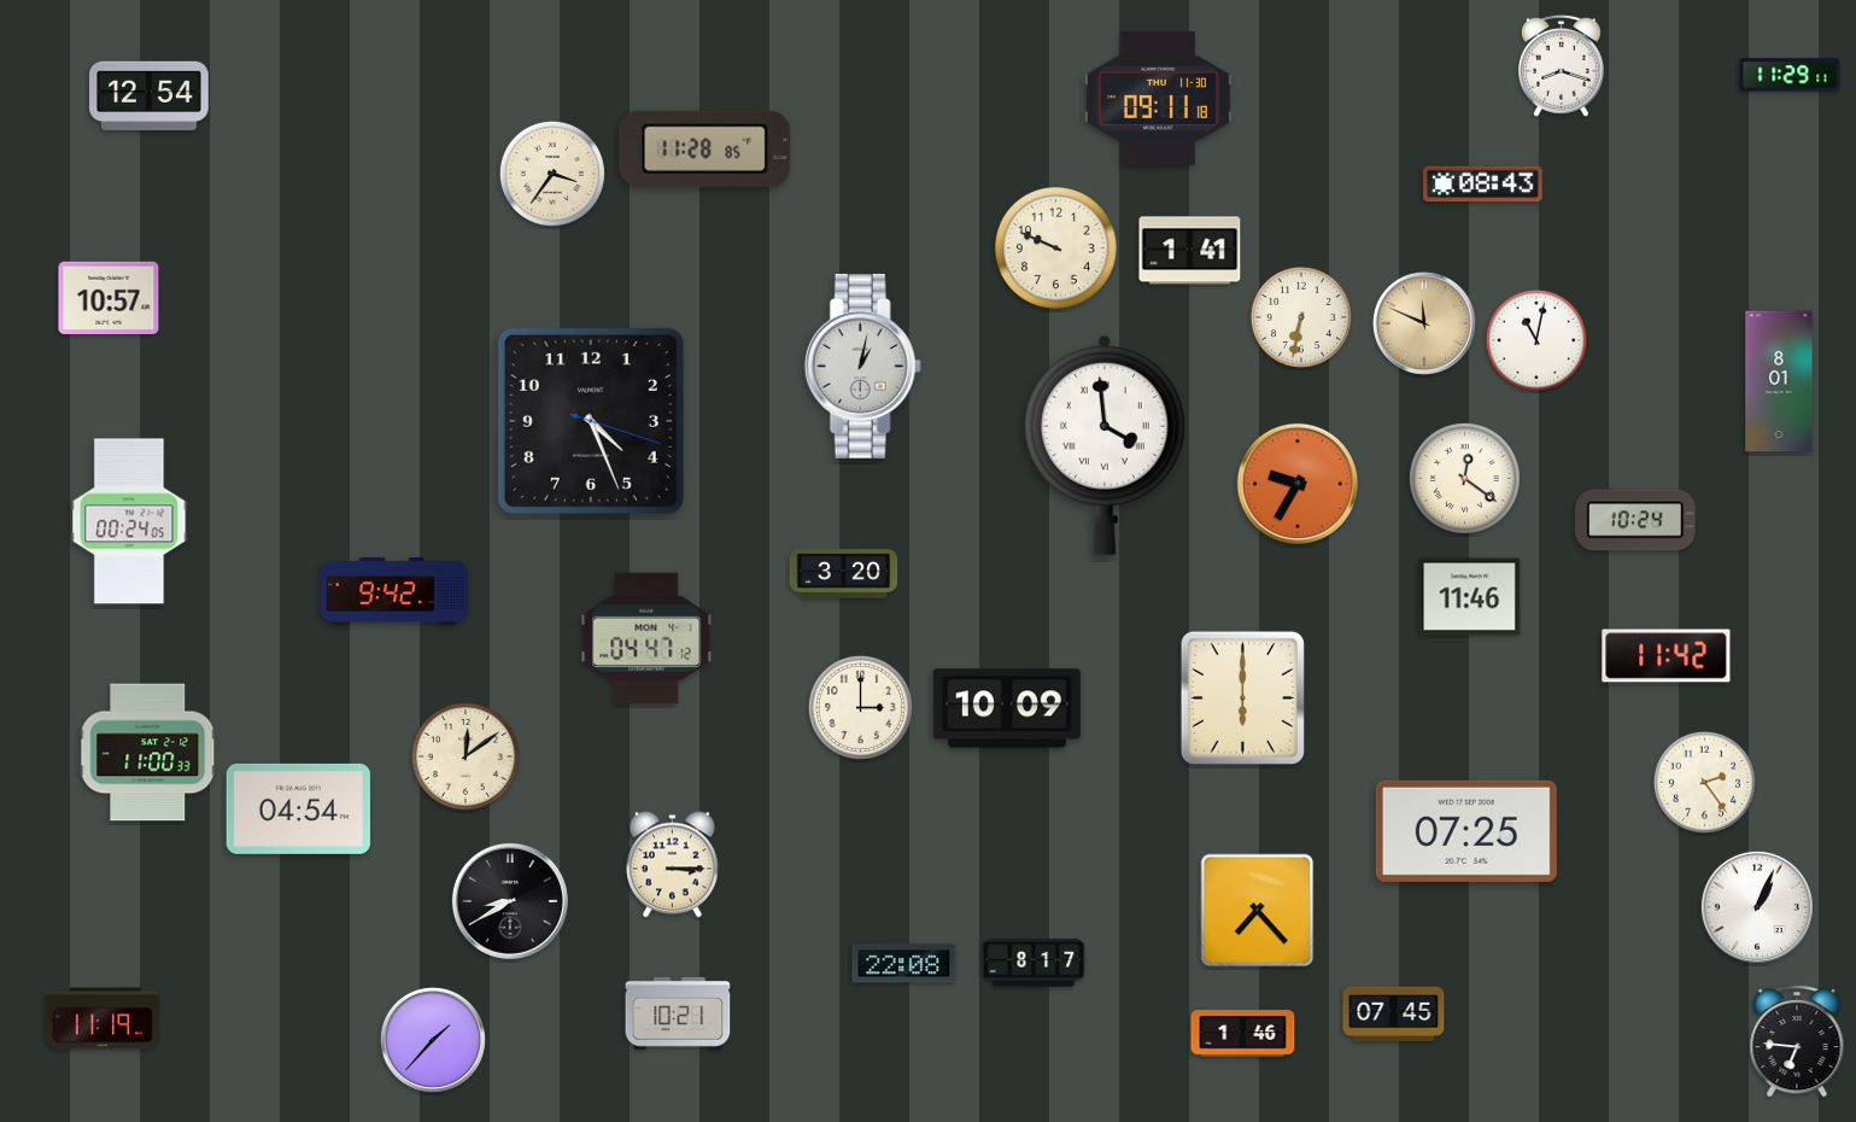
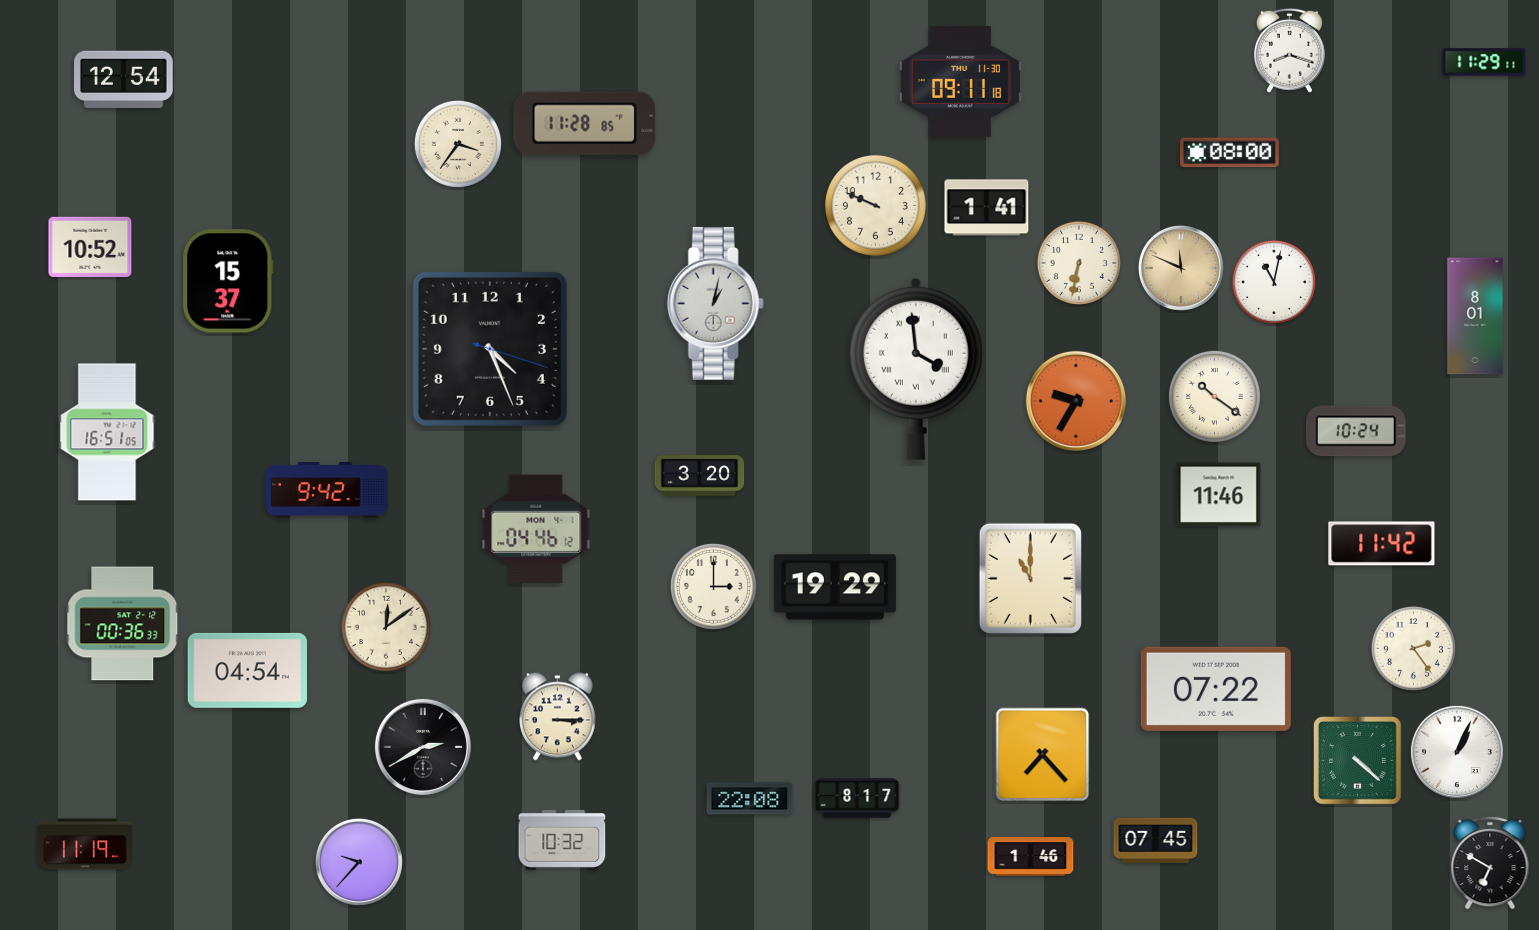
clock at (1561, 65) position: (1561, 65) -> (1289, 50)
clock at (1483, 185): 08:43 -> 08:00
clock at (109, 298): 10:57 -> 10:52
clock at (229, 281): none -> 15:37
clock at (1464, 478): 12:21 -> 10:21
clock at (129, 521): 00:24 -> 16:51
clock at (646, 638): 04:47 -> 04:46
clock at (1242, 697): 6:00 -> 11:00
clock at (1007, 708): 10:09 -> 19:29
clock at (148, 753): 11:00 -> 00:36
clock at (1466, 831): 07:25 -> 07:22
clock at (510, 901): 8:40 -> 2:40
clock at (1358, 761): none -> 4:22
clock at (678, 1013): 10:21 -> 10:32
clock at (433, 1040): 1:37 -> 9:37
clock at (1797, 1041): 6:46 -> 6:50
